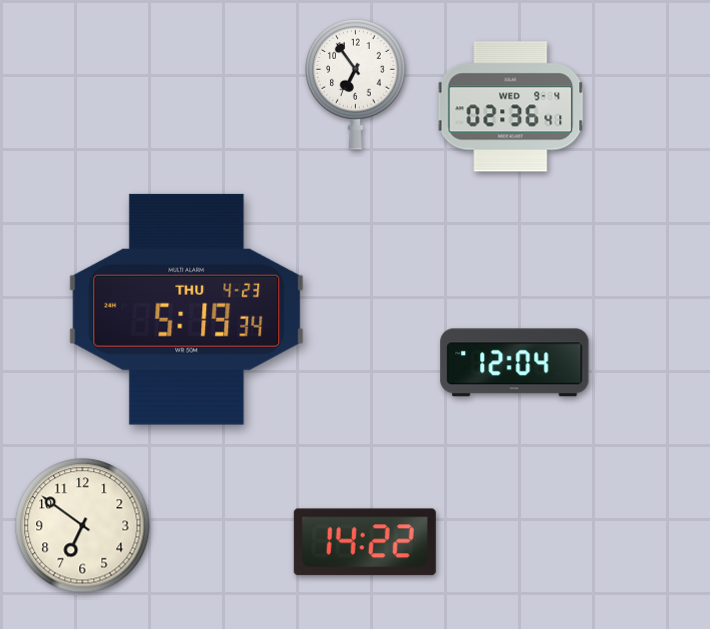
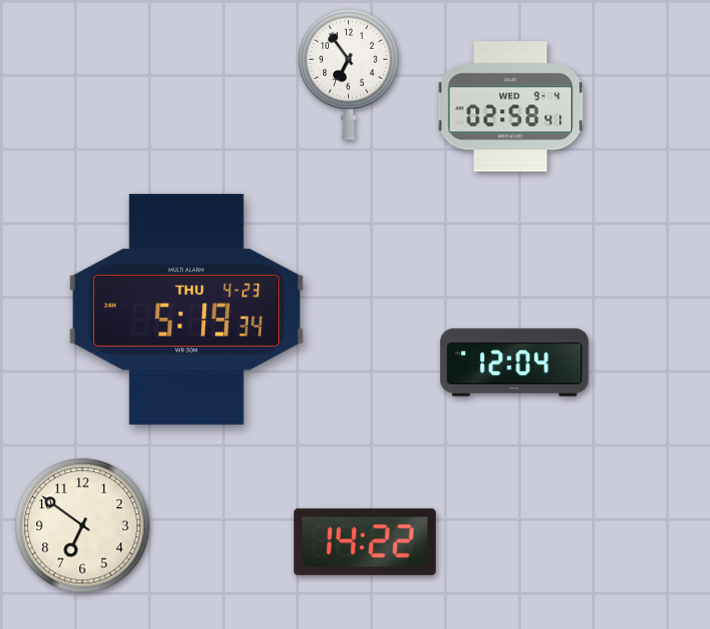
clock at (356, 85) position: (356, 85) -> (349, 75)
clock at (511, 107): 02:36 -> 02:58
